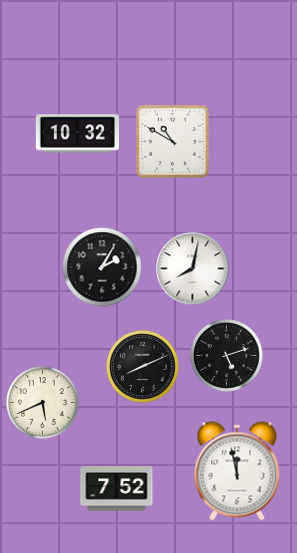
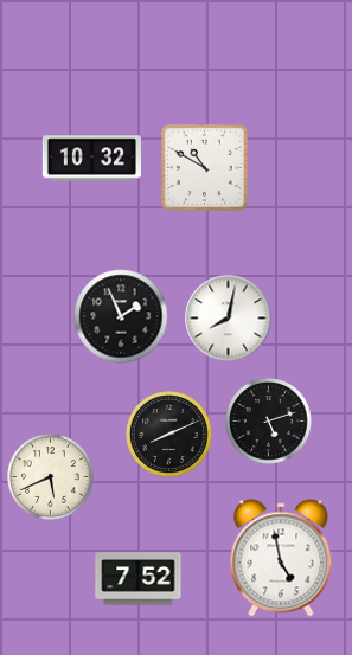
clock at (102, 267): 2:05 -> 1:56
clock at (237, 471): 11:58 -> 4:58
